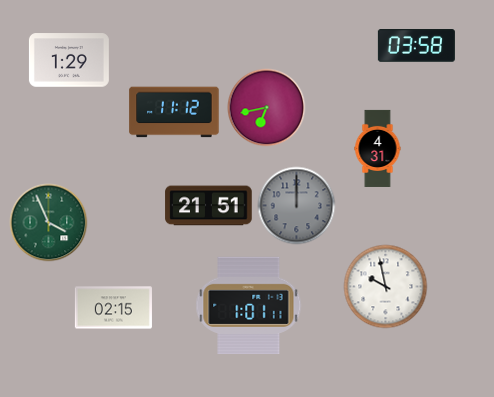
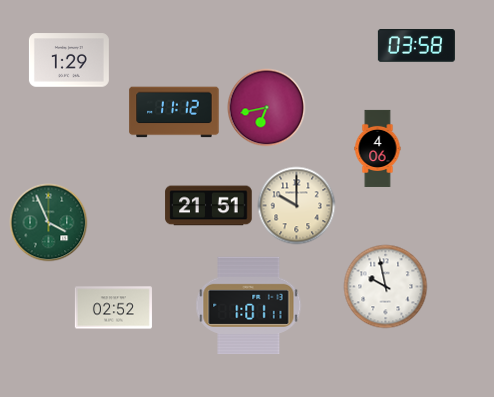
clock at (378, 148): 4:31 -> 4:06
clock at (296, 205): 12:00 -> 10:00
clock at (296, 205) dial: grey -> cream
clock at (113, 308): 02:15 -> 02:52
